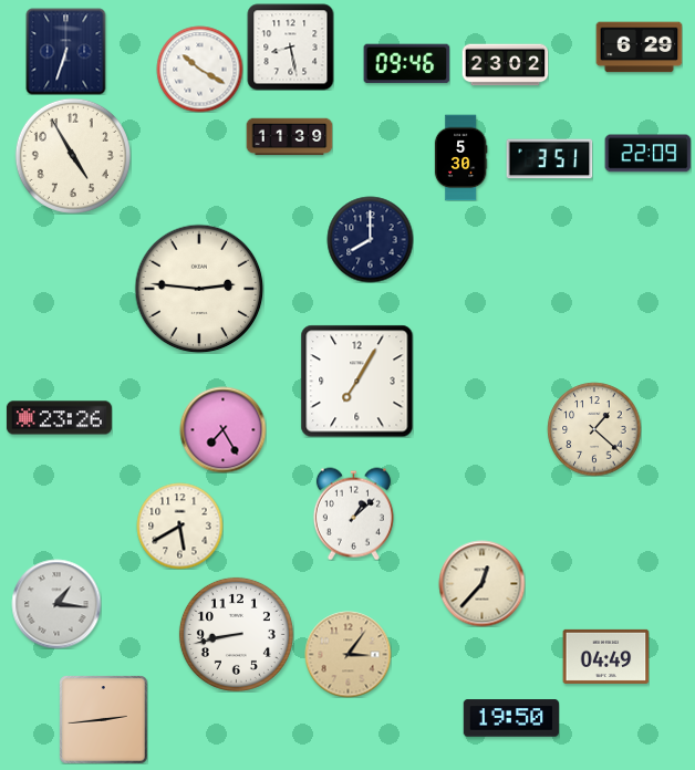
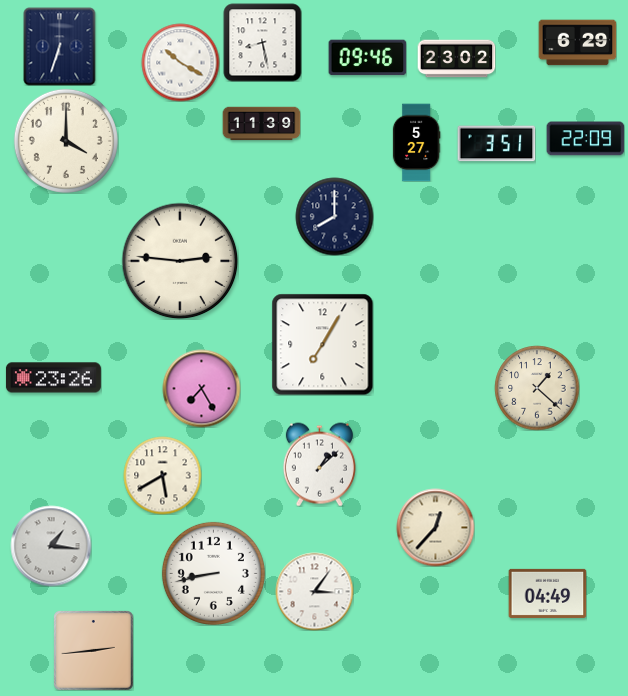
clock at (73, 156): 4:55 -> 4:00
clock at (460, 157): 5:30 -> 5:27
clock at (347, 654) dial: champagne -> white
clock at (510, 718): 19:50 -> none
